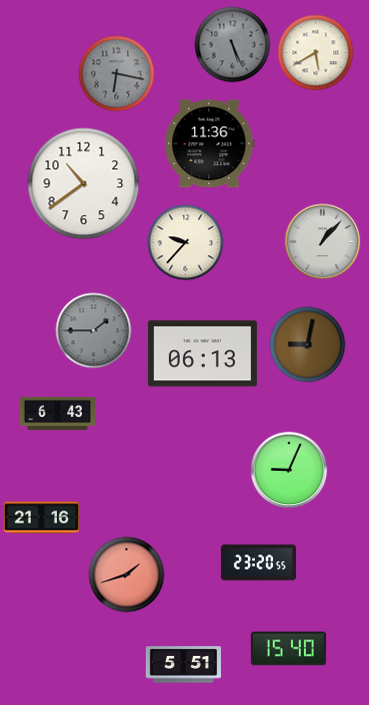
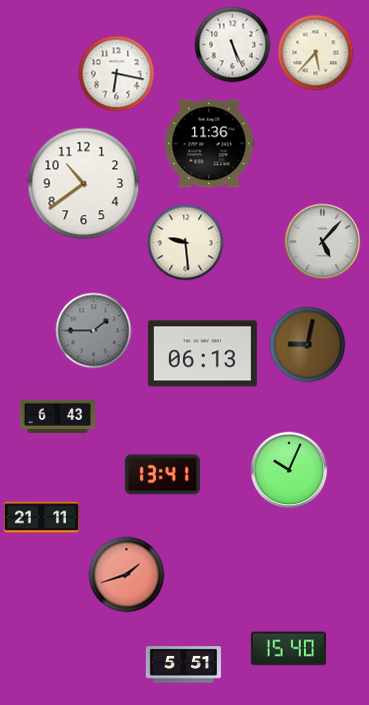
clock at (233, 45) dial: grey -> white
clock at (316, 53): 5:40 -> 5:37
clock at (117, 74) dial: grey -> white
clock at (323, 242): 1:07 -> 5:07
clock at (186, 243): 9:37 -> 9:29
clock at (57, 413) position: (57, 413) -> (57, 416)
clock at (289, 470): 9:04 -> 10:04
clock at (162, 475): none -> 13:41
clock at (41, 518): 21:16 -> 21:11
clock at (258, 563): 23:20 -> none
